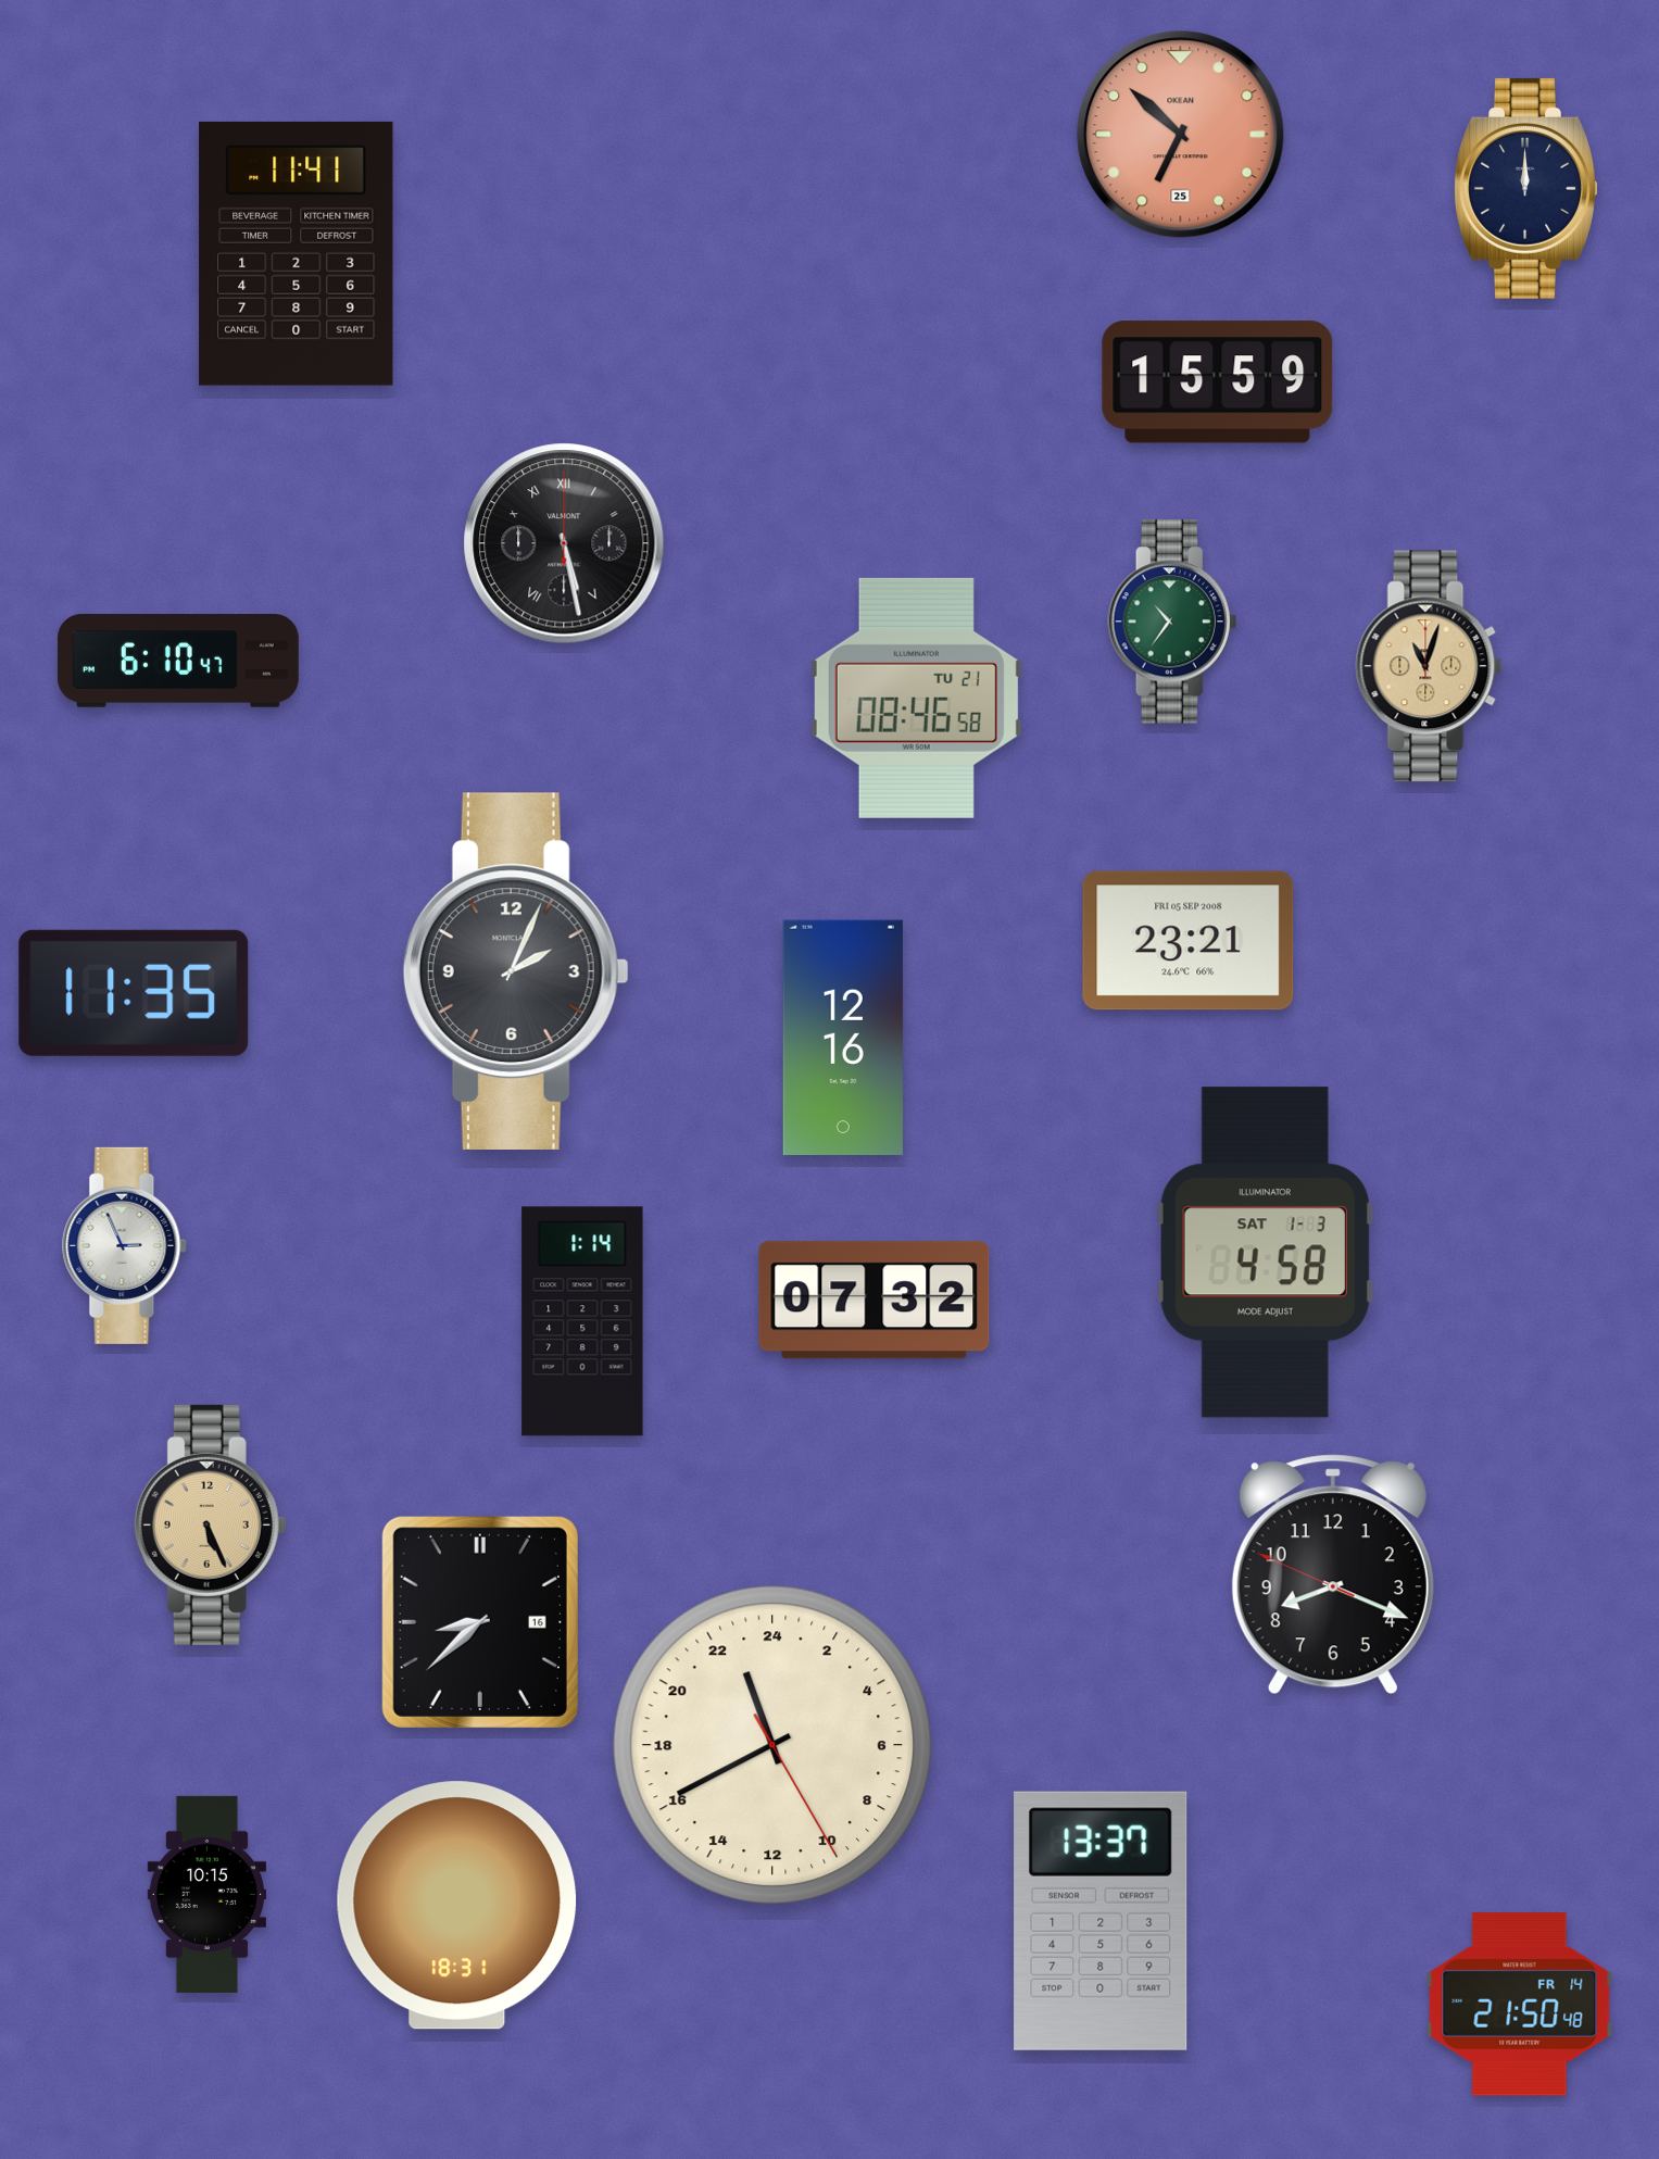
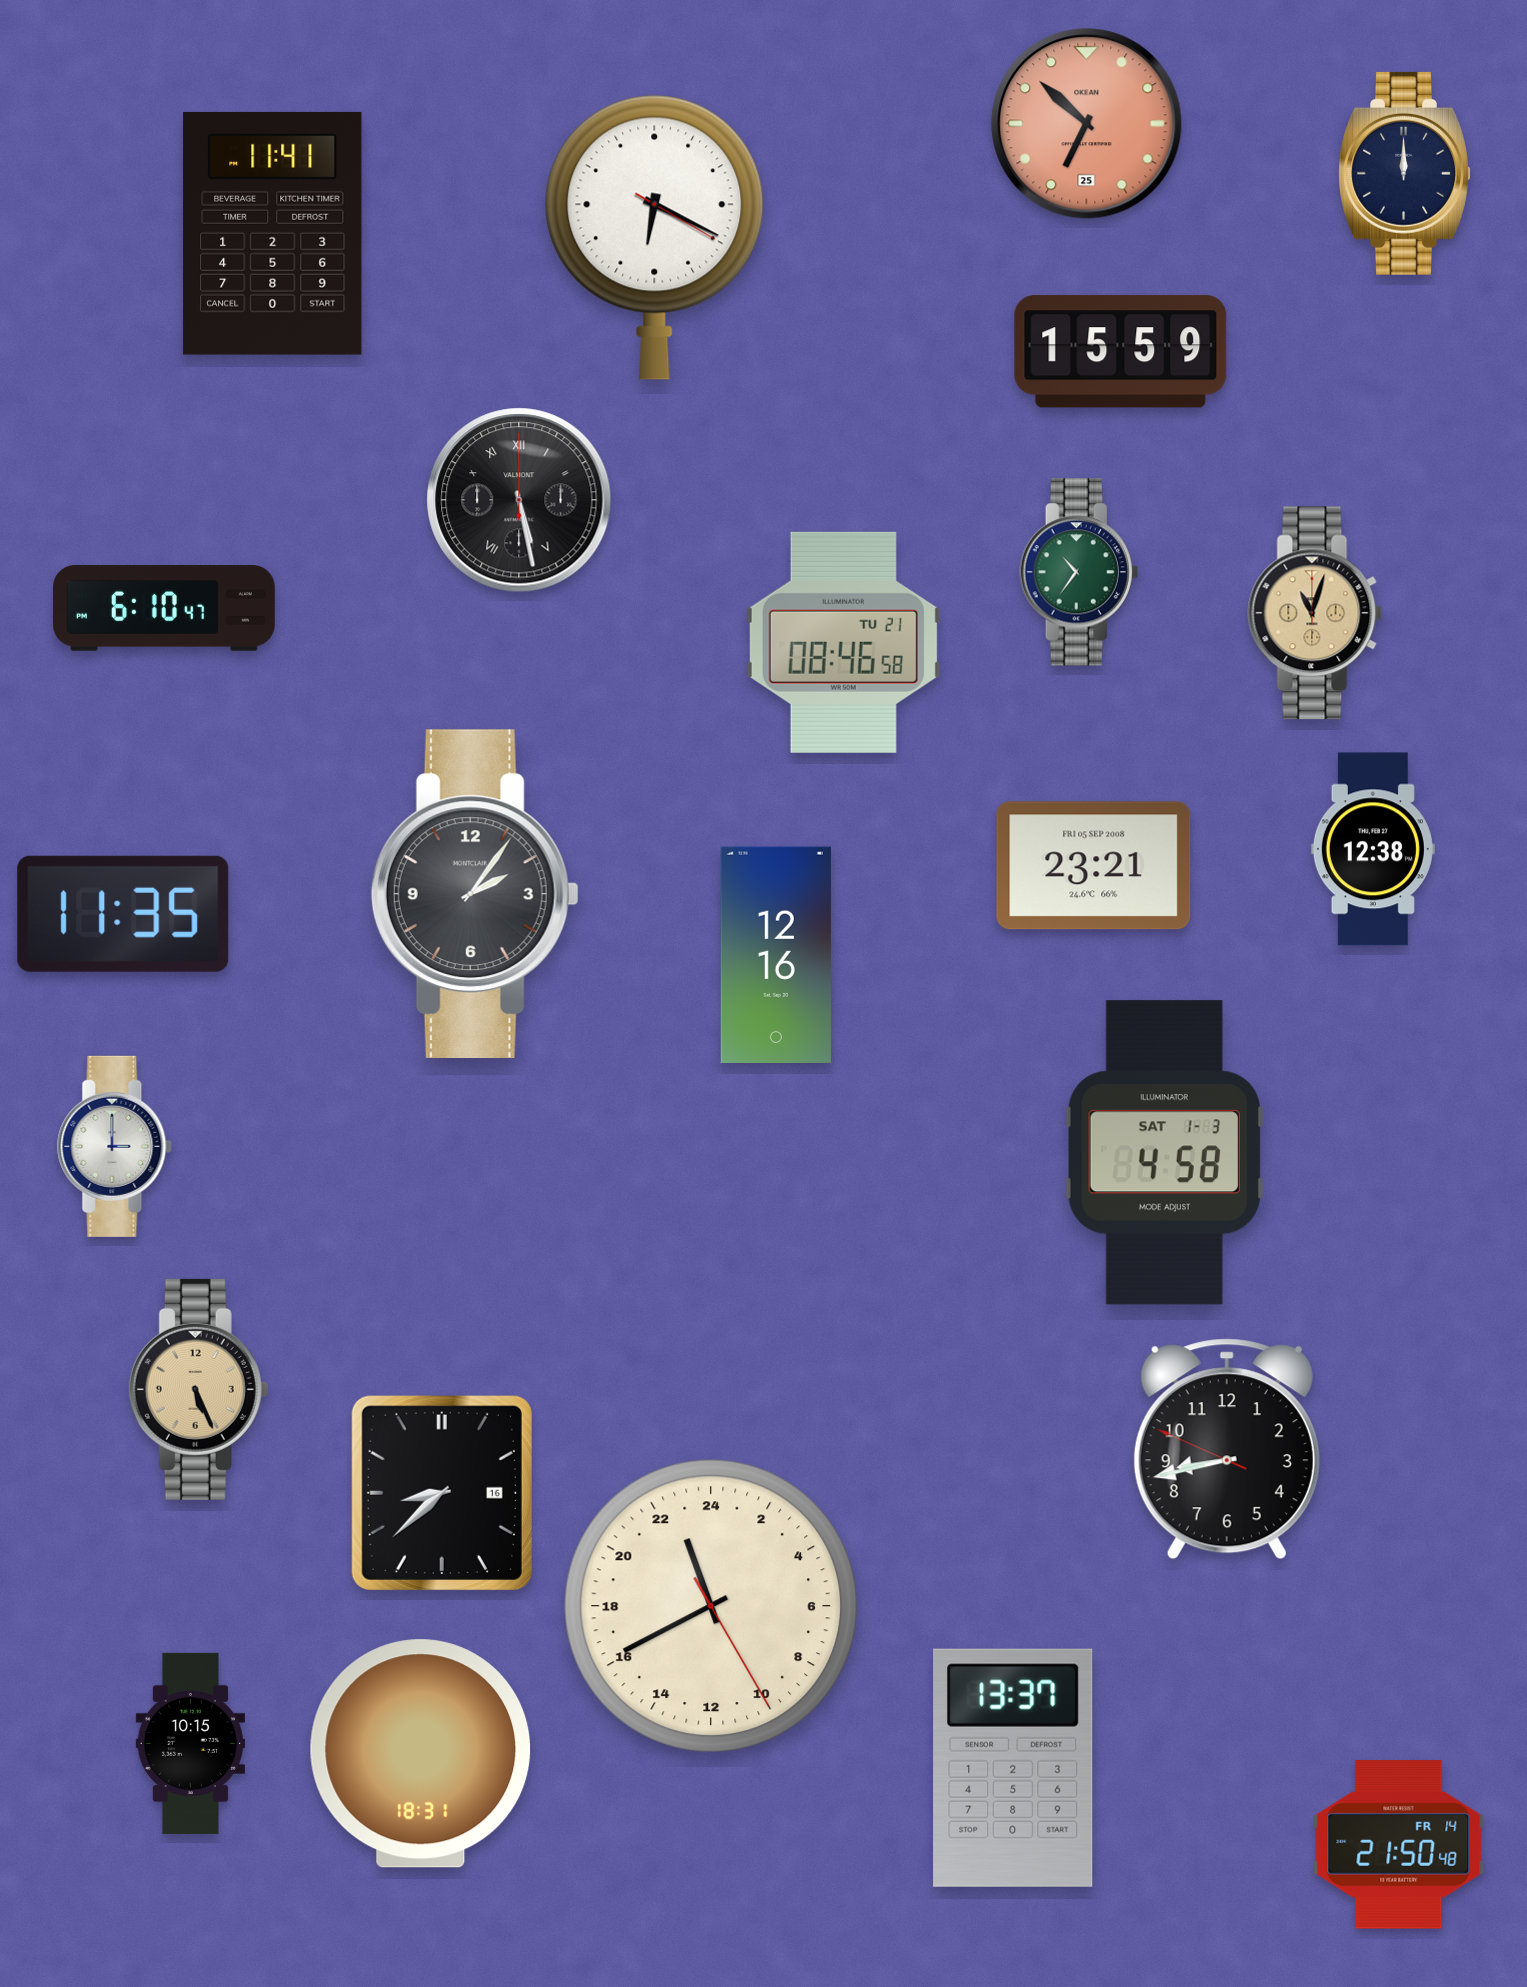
clock at (655, 237): none -> 6:19
clock at (1373, 849): none -> 12:38
clock at (516, 970): 2:04 -> 2:06
clock at (125, 1245): 2:56 -> 3:00
clock at (875, 1301): 07:32 -> none
clock at (582, 1321): 1:14 -> none
clock at (211, 1524) position: (211, 1524) -> (199, 1389)
clock at (1333, 1574): 8:18 -> 8:42
